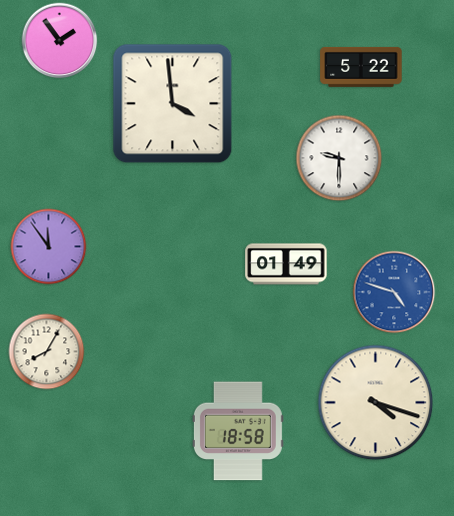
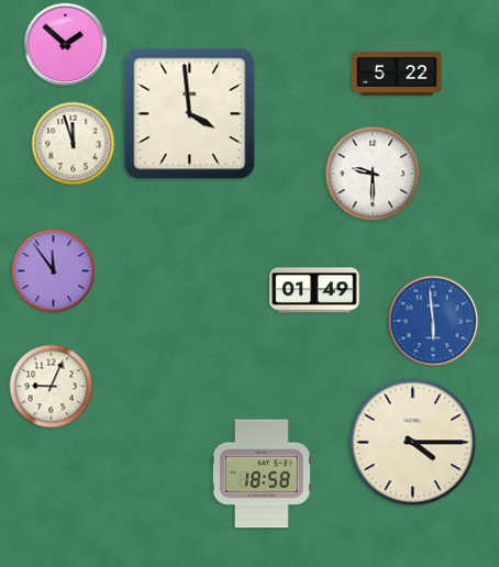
clock at (60, 41): 1:54 -> 1:52
clock at (74, 144): none -> 11:57
clock at (394, 292): 4:48 -> 5:59
clock at (47, 352): 8:05 -> 9:04
clock at (376, 403): 4:18 -> 4:15
